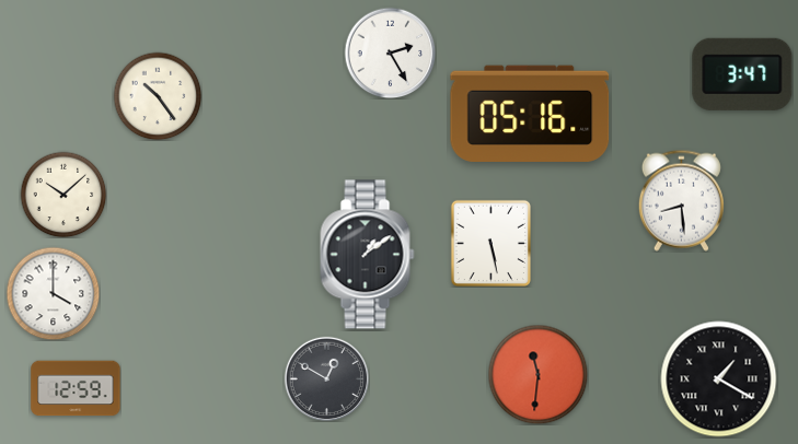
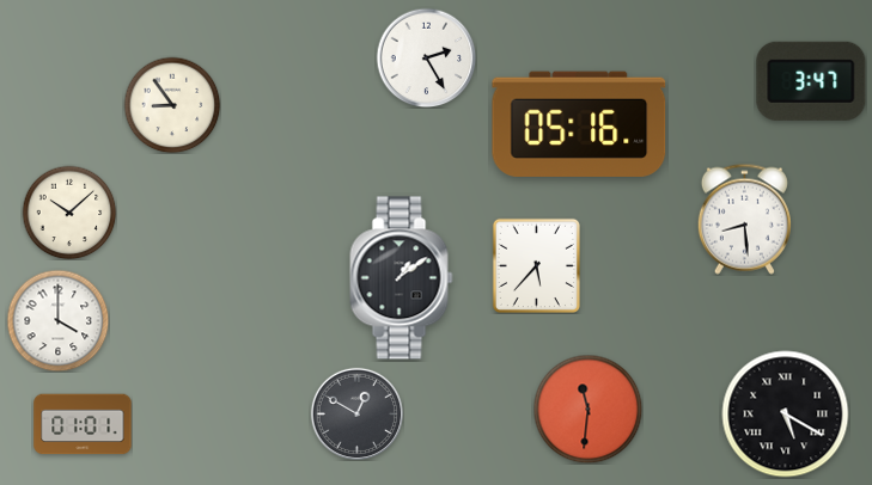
clock at (158, 96): 10:24 -> 8:54
clock at (490, 243): 5:28 -> 5:37
clock at (719, 379): 1:20 -> 5:20
clock at (76, 388): 12:59 -> 01:01
